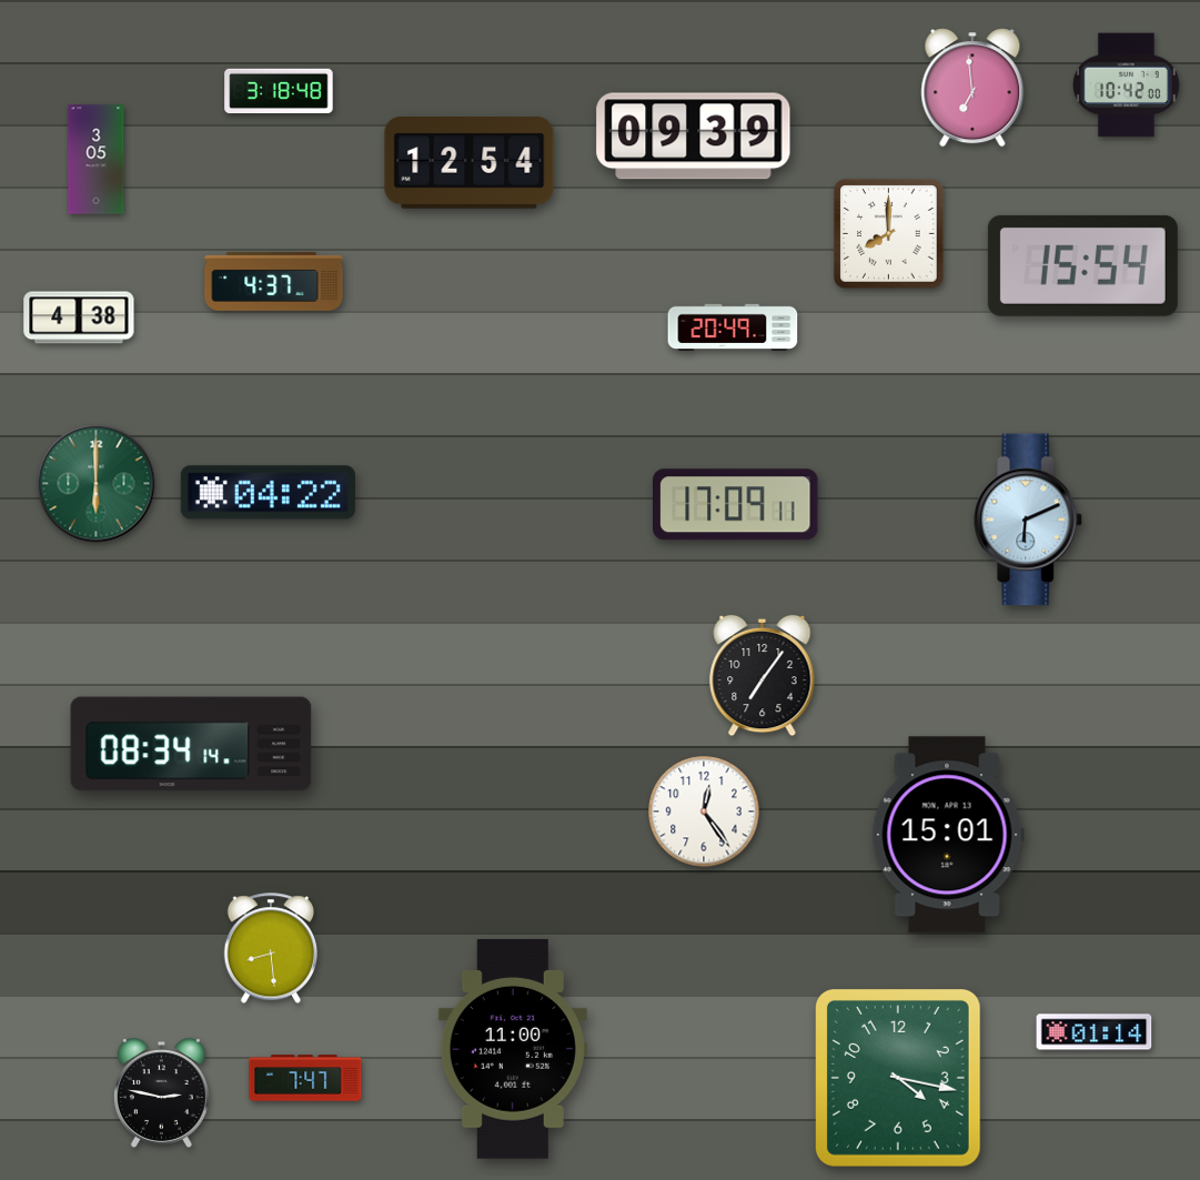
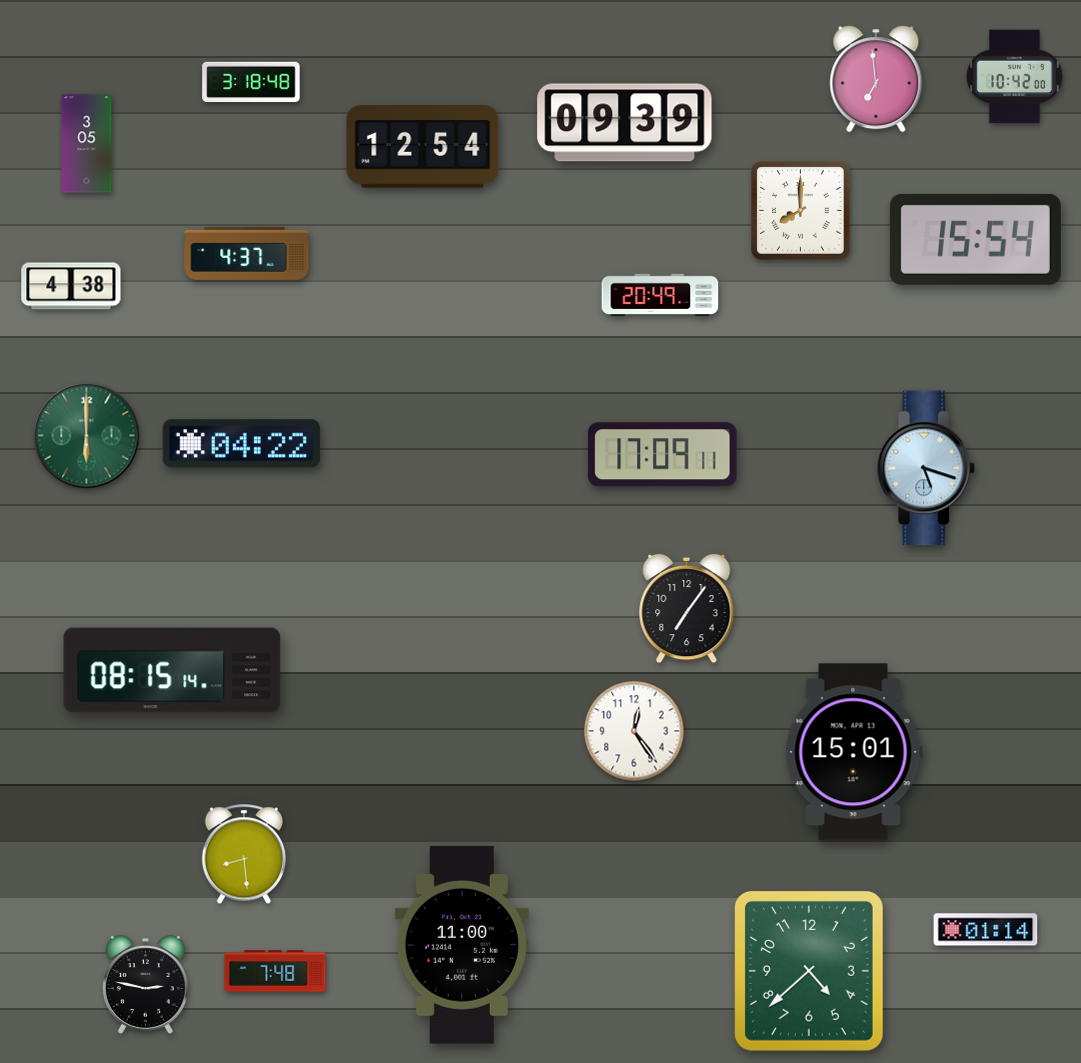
clock at (1028, 520): 6:11 -> 5:18
clock at (191, 744): 08:34 -> 08:15
clock at (305, 1078): 7:47 -> 7:48
clock at (898, 1078): 4:17 -> 4:38
